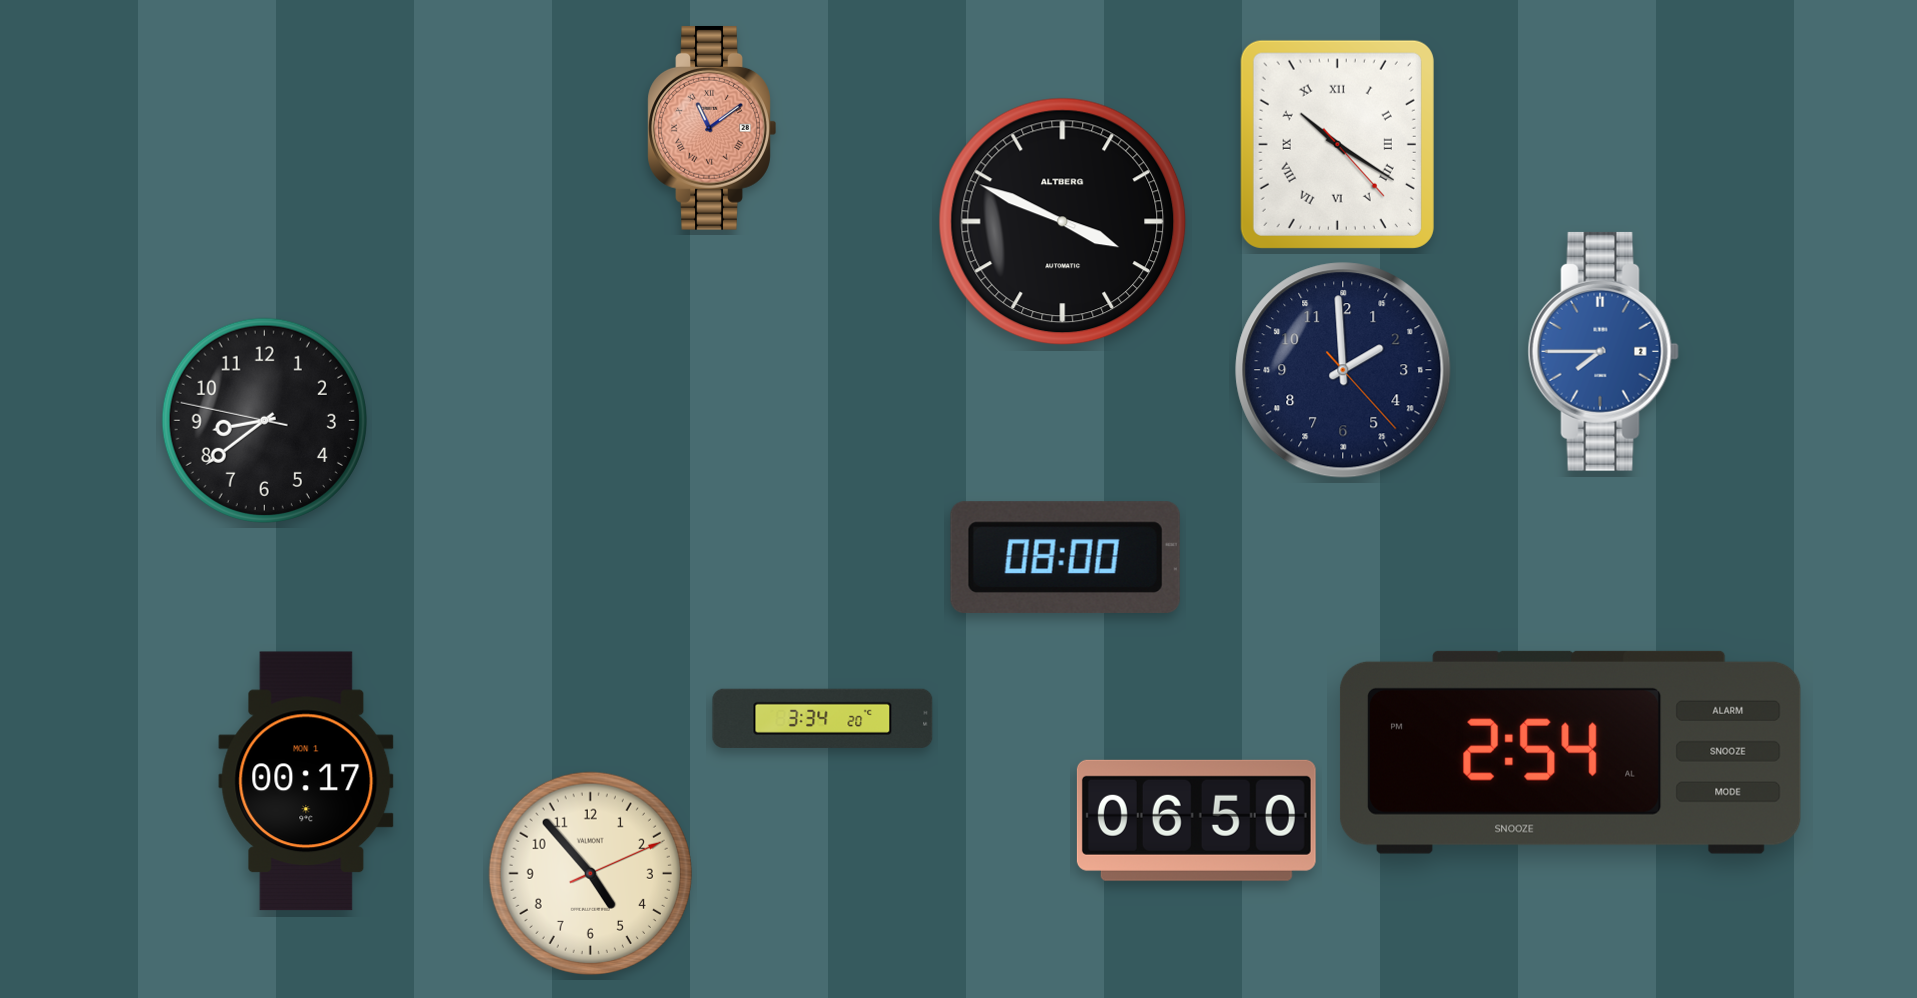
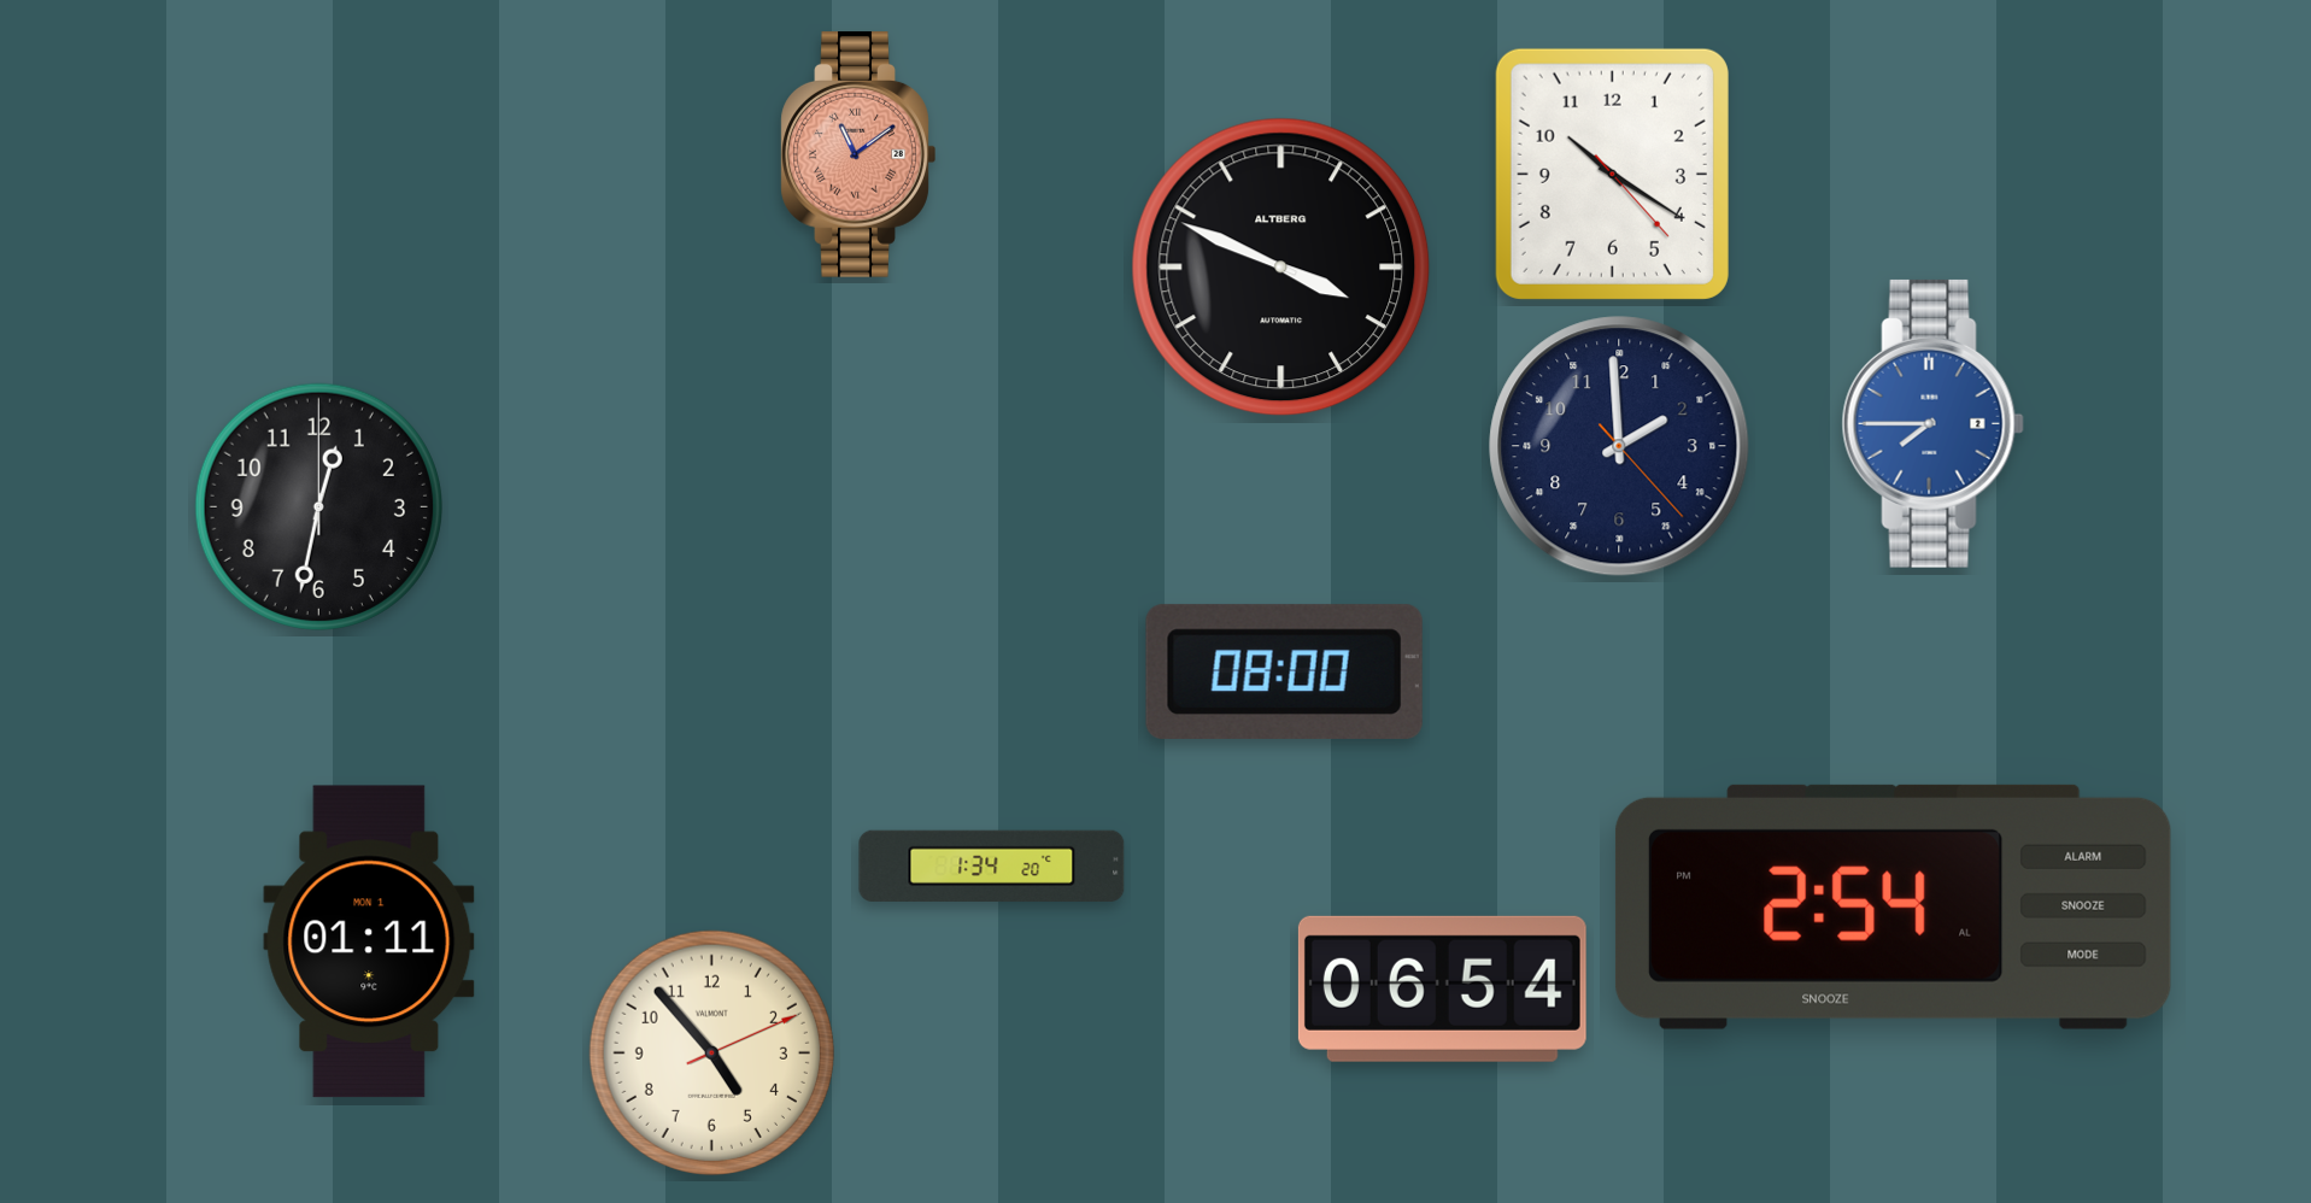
clock at (1337, 144) numerals: Roman -> Arabic
clock at (264, 420): 8:38 -> 12:32
clock at (823, 718): 3:34 -> 1:34
clock at (306, 781): 00:17 -> 01:11
clock at (1196, 820): 06:50 -> 06:54
